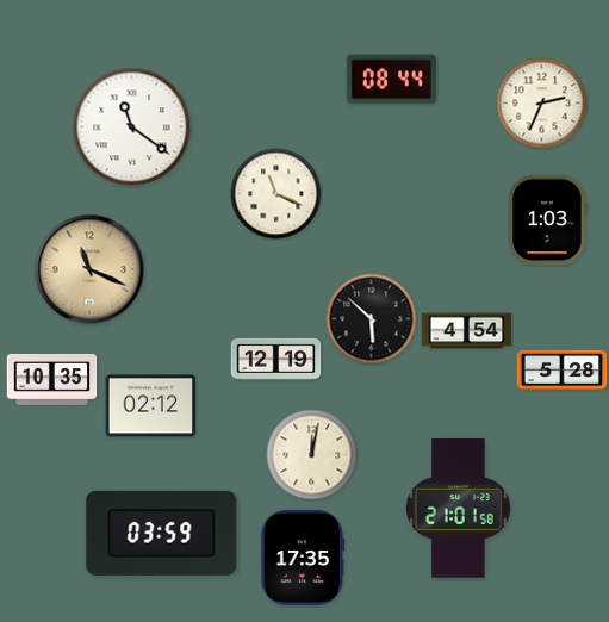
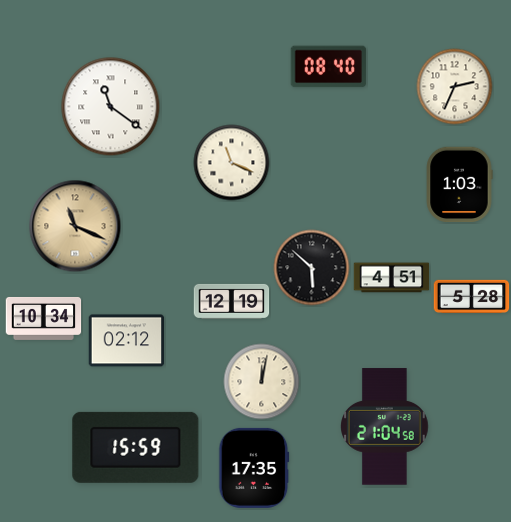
clock at (392, 80): 08:44 -> 08:40
clock at (467, 331): 4:54 -> 4:51
clock at (563, 371) position: (563, 371) -> (472, 297)
clock at (52, 379): 10:35 -> 10:34
clock at (459, 509): 21:01 -> 21:04
clock at (162, 533): 03:59 -> 15:59
